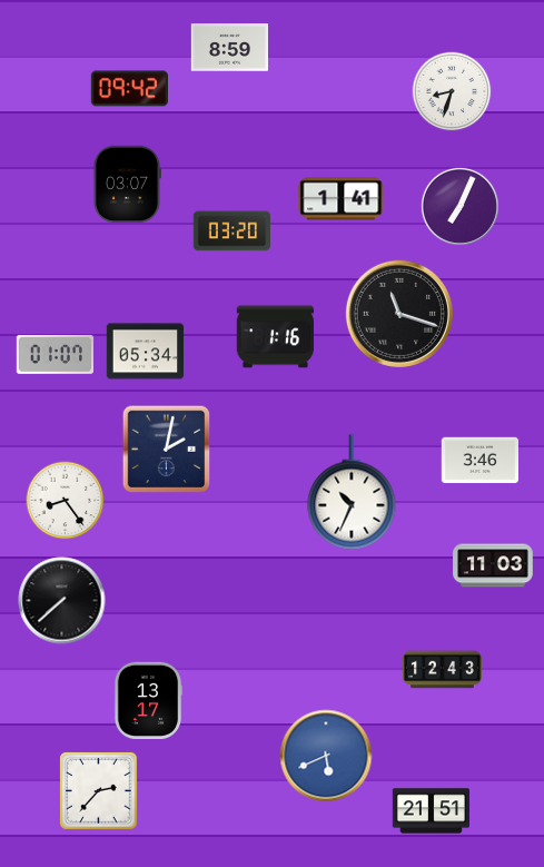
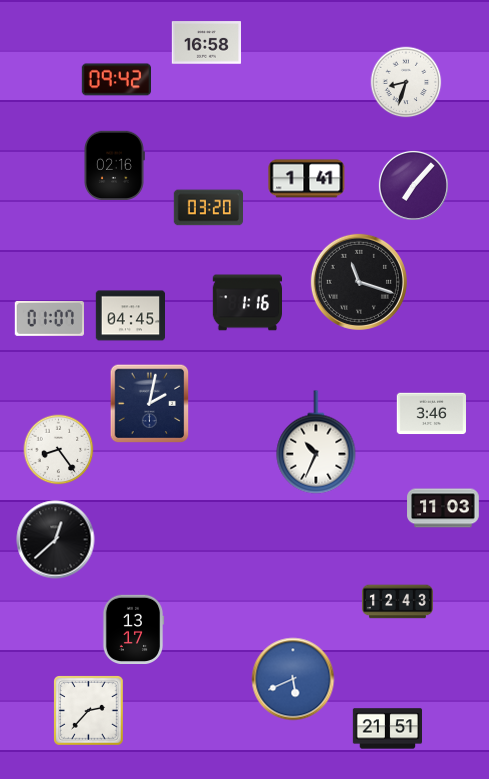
clock at (229, 48): 8:59 -> 16:58
clock at (128, 184): 03:07 -> 02:16
clock at (459, 206): 7:04 -> 7:07
clock at (145, 352): 05:34 -> 04:45
clock at (62, 601): 7:38 -> 12:38
